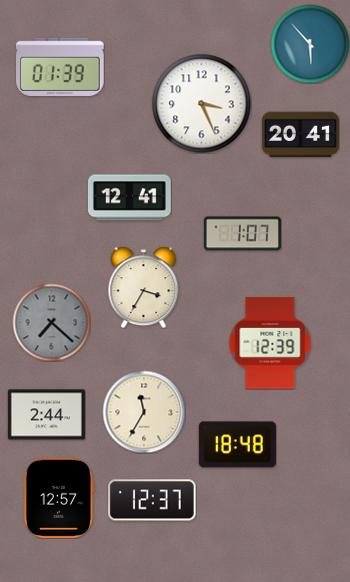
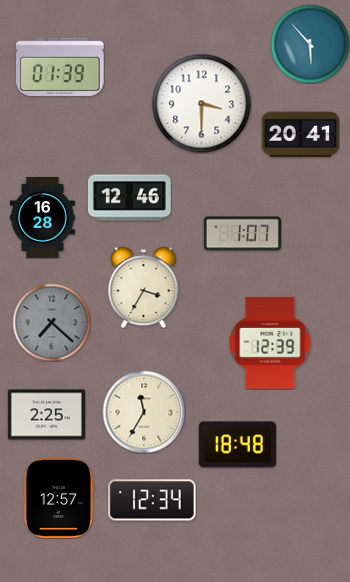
clock at (202, 104): 3:26 -> 3:30
clock at (129, 198): 12:41 -> 12:46
clock at (42, 217): none -> 16:28
clock at (46, 415): 2:44 -> 2:25
clock at (152, 500): 12:37 -> 12:34
